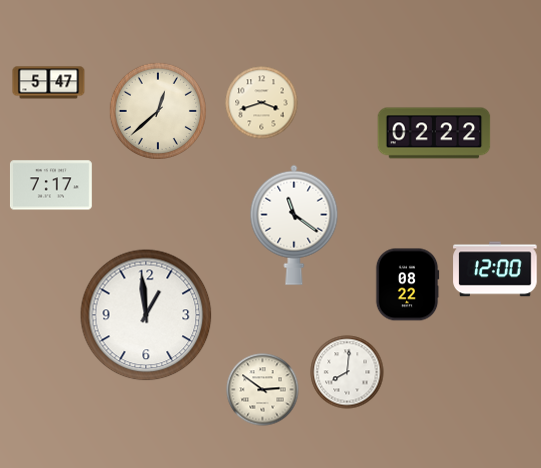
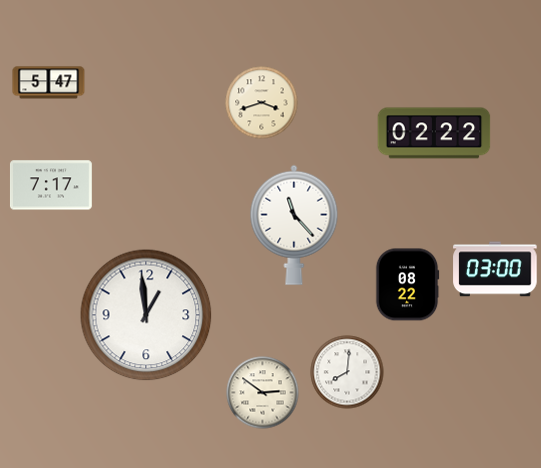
clock at (158, 111): 12:38 -> none
clock at (294, 225): 11:21 -> 11:23
clock at (495, 269): 12:00 -> 03:00
clock at (263, 390) position: (263, 390) -> (263, 393)
